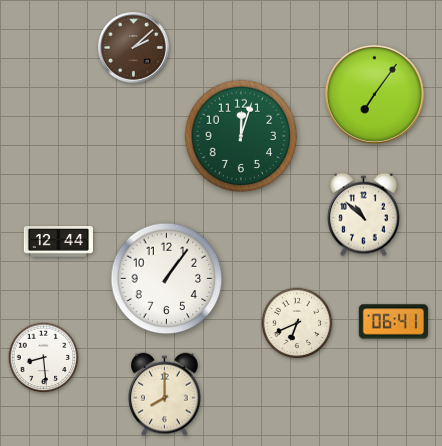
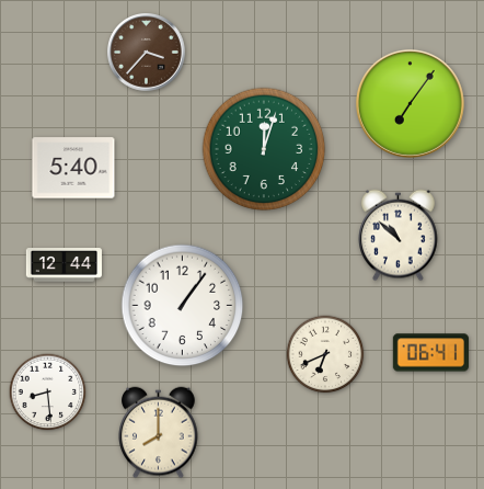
clock at (134, 48): 2:08 -> 3:37
clock at (73, 168): none -> 5:40
clock at (165, 395) position: (165, 395) -> (159, 433)
